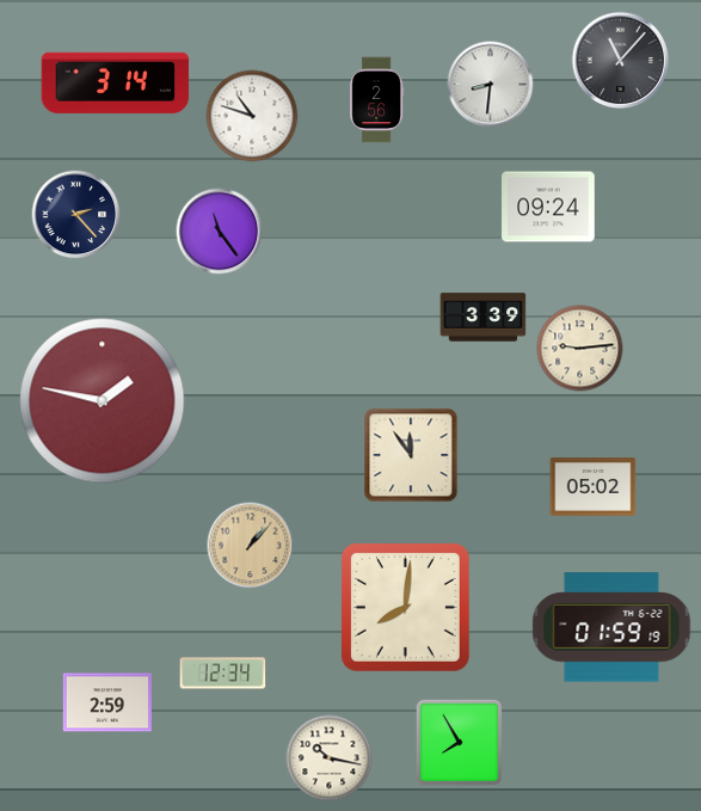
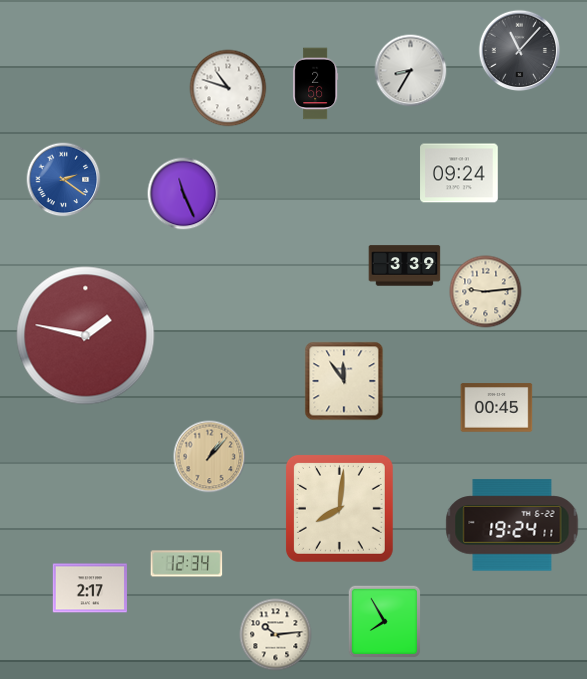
clock at (116, 82): 3:14 -> none
clock at (491, 85): 8:31 -> 8:35
clock at (252, 116) position: (252, 116) -> (228, 88)
clock at (76, 215): 2:23 -> 2:21
clock at (76, 215) dial: navy -> blue
clock at (220, 232): 11:24 -> 11:26
clock at (594, 487): 05:02 -> 00:45
clock at (611, 627): 01:59 -> 19:24
clock at (107, 702): 2:59 -> 2:17
clock at (330, 758): 10:17 -> 10:14
